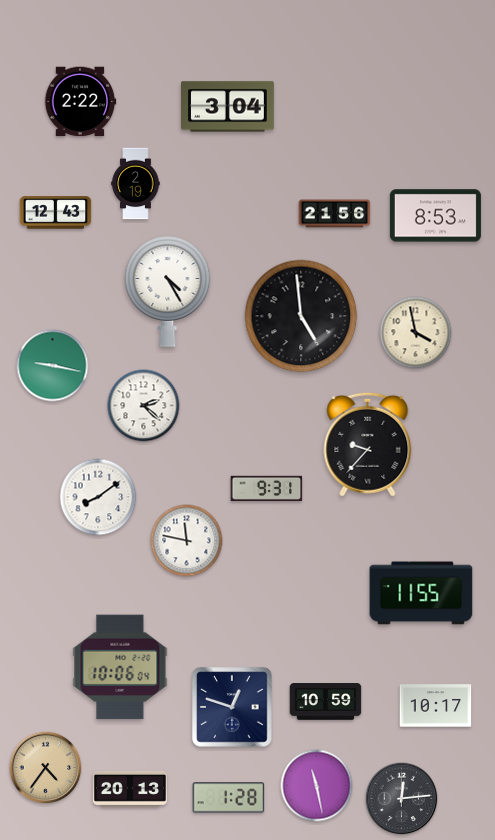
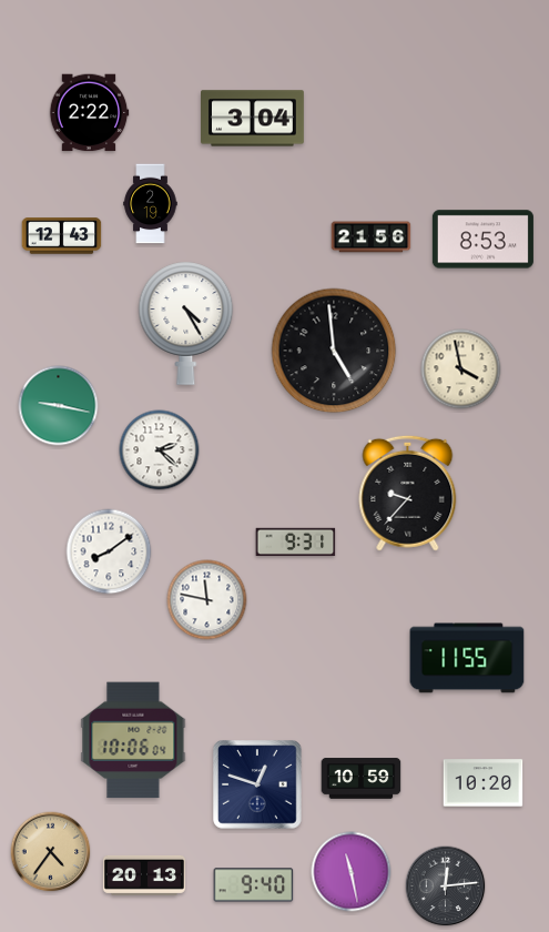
clock at (436, 706): 10:17 -> 10:20
clock at (229, 798): 1:28 -> 9:40
